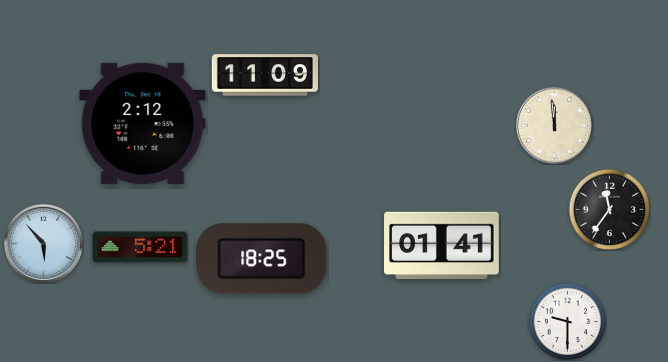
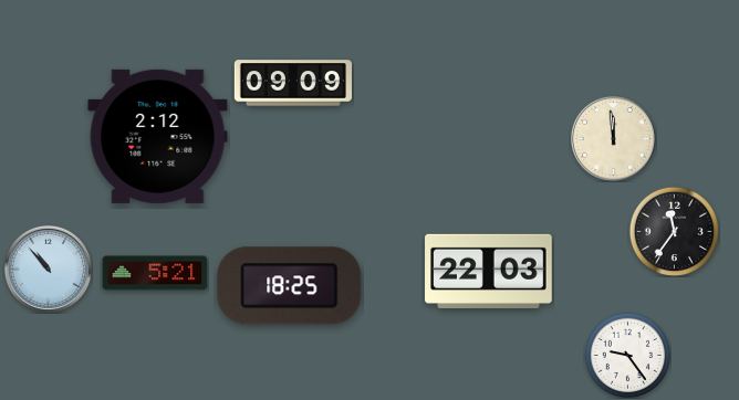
clock at (265, 75): 11:09 -> 09:09
clock at (43, 243): 5:53 -> 10:53
clock at (442, 245): 01:41 -> 22:03
clock at (567, 321): 9:30 -> 9:24
